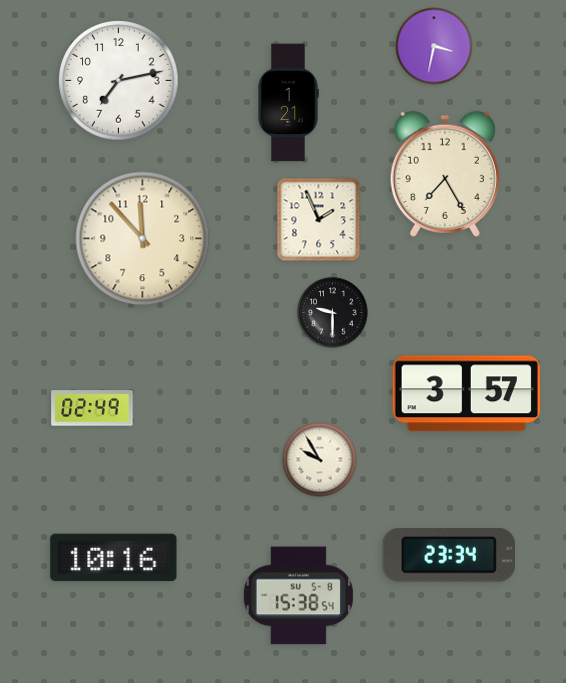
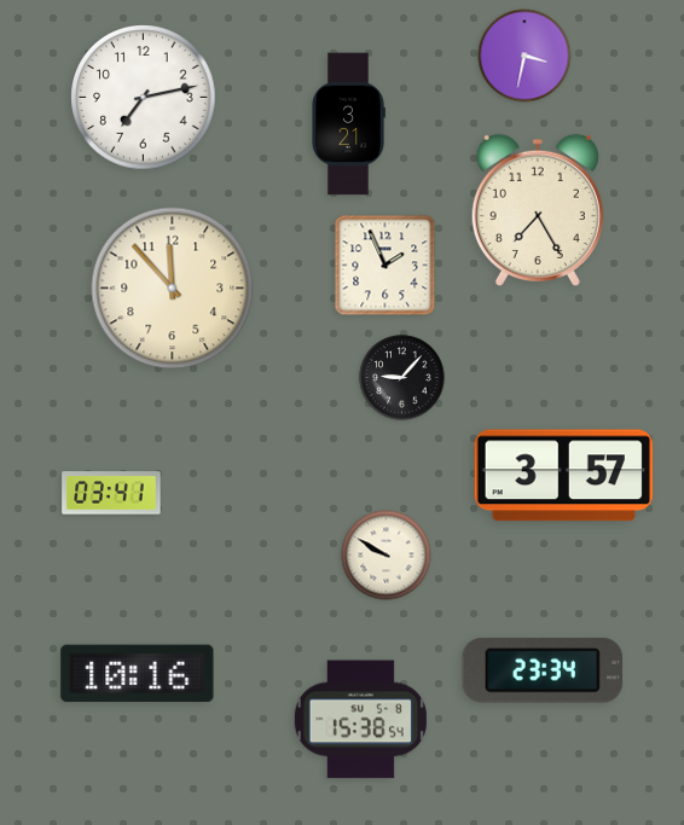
clock at (288, 103): 1:21 -> 3:21
clock at (333, 313): 9:30 -> 9:07
clock at (92, 408): 02:49 -> 03:41
clock at (320, 460): 9:55 -> 9:50
